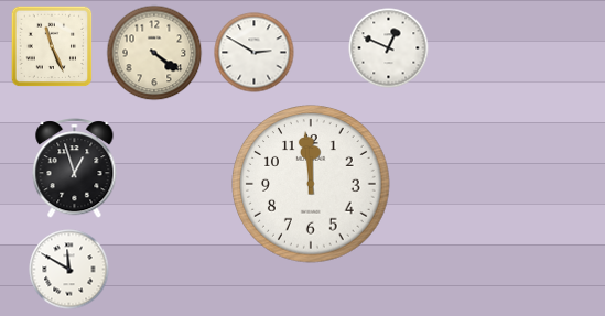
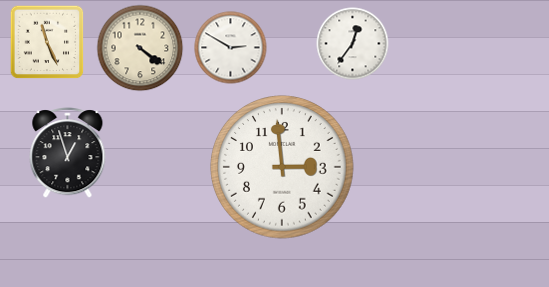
clock at (389, 48): 12:49 -> 12:36
clock at (311, 184): 11:59 -> 2:59
clock at (69, 270): 11:50 -> none
